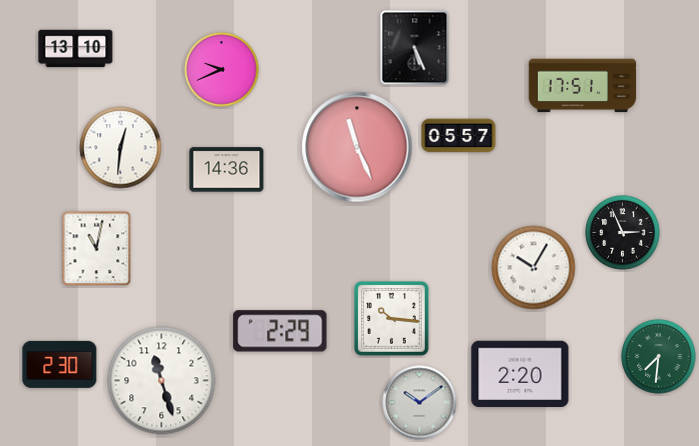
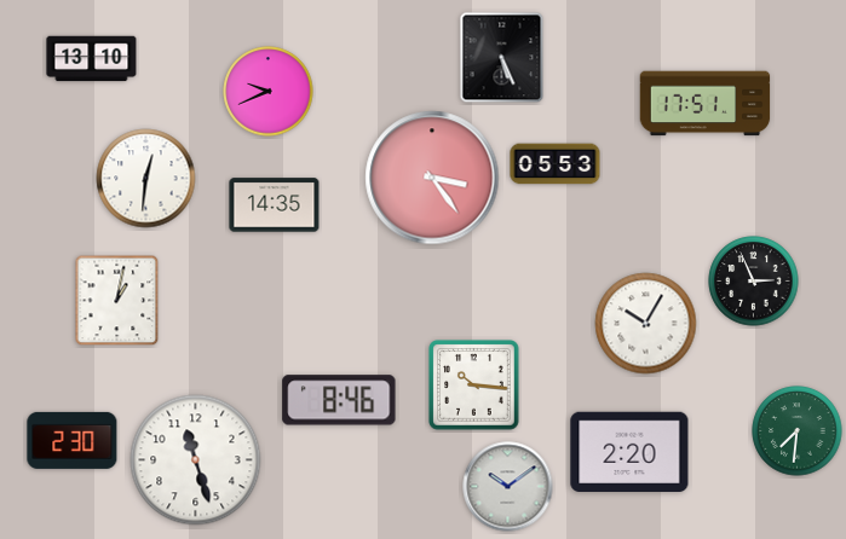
clock at (222, 70) position: (222, 70) -> (269, 92)
clock at (459, 136): 05:57 -> 05:53
clock at (357, 147): 11:26 -> 3:24
clock at (227, 170): 14:36 -> 14:35
clock at (97, 249): 11:02 -> 1:02
clock at (280, 331): 2:29 -> 8:46
